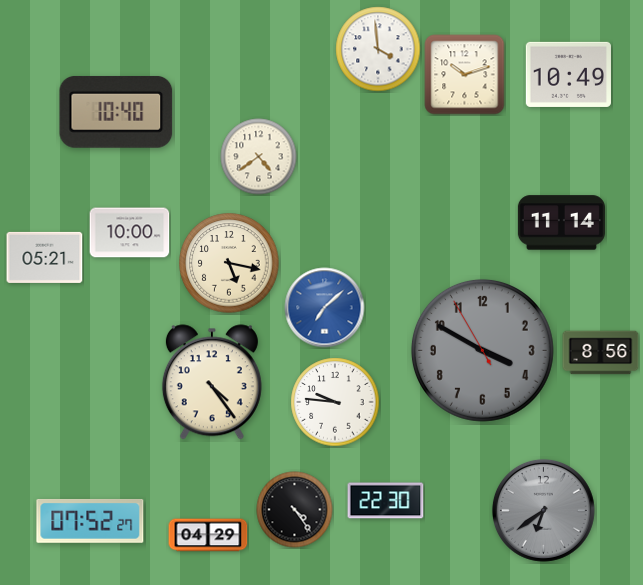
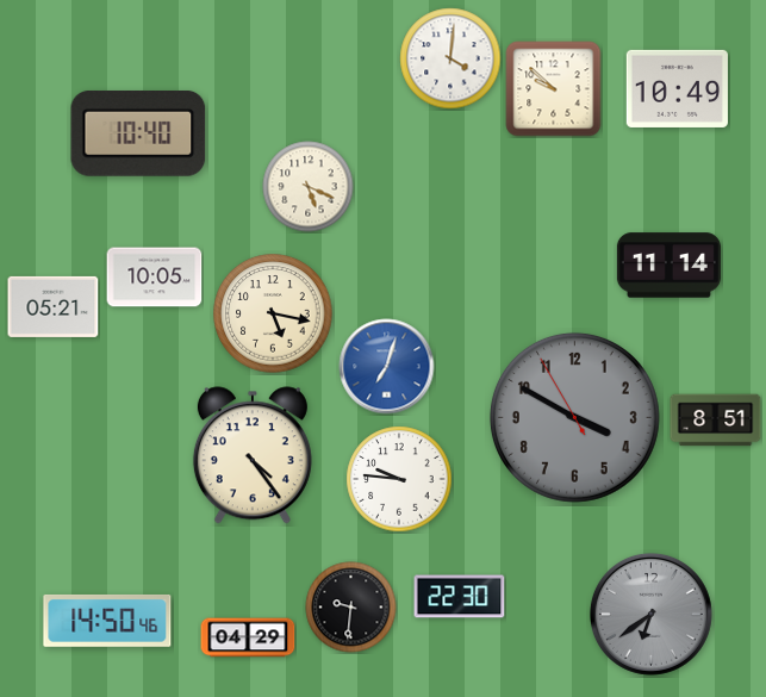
clock at (378, 49): 3:59 -> 4:01
clock at (465, 75): 10:12 -> 9:52
clock at (259, 157): 4:39 -> 5:19
clock at (130, 233): 10:00 -> 10:05
clock at (325, 308): 7:08 -> 7:03
clock at (601, 353): 8:56 -> 8:51
clock at (295, 510): 4:24 -> 9:31
clock at (543, 510) position: (543, 510) -> (650, 614)
clock at (90, 521): 07:52 -> 14:50
